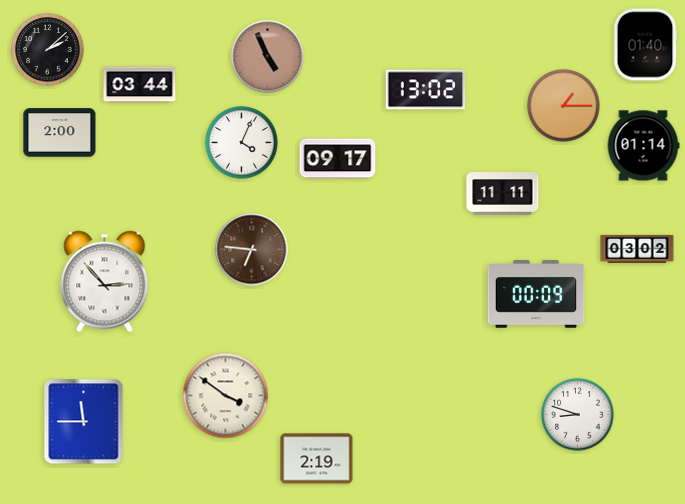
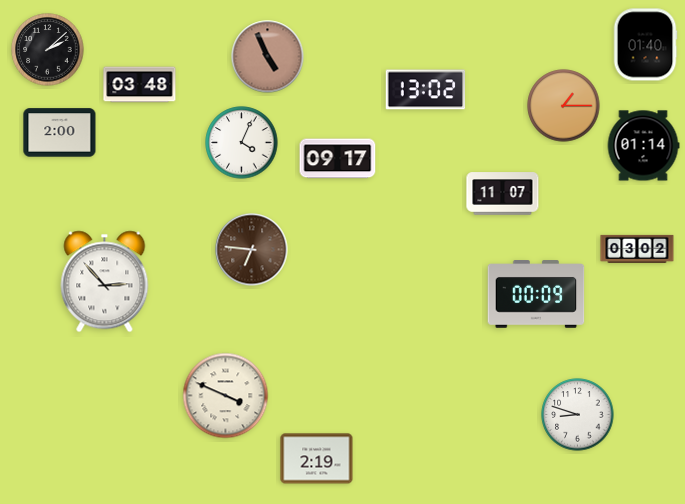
clock at (140, 85): 03:44 -> 03:48
clock at (503, 194): 11:11 -> 11:07
clock at (226, 396): 3:51 -> 3:49
clock at (84, 422): 11:45 -> none
